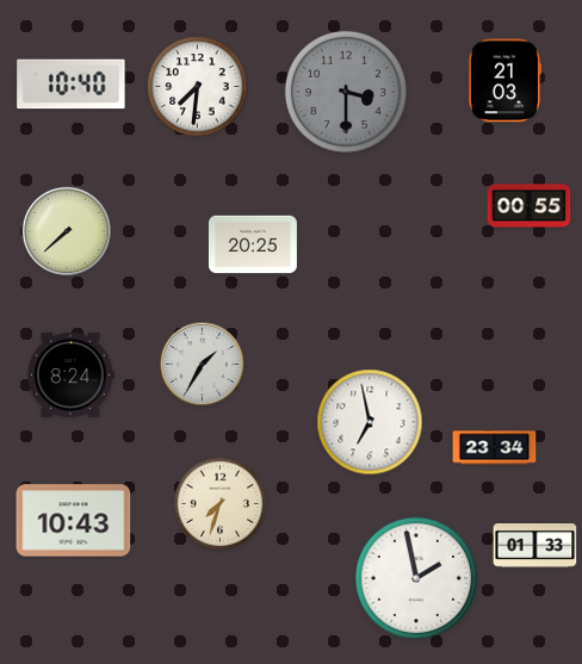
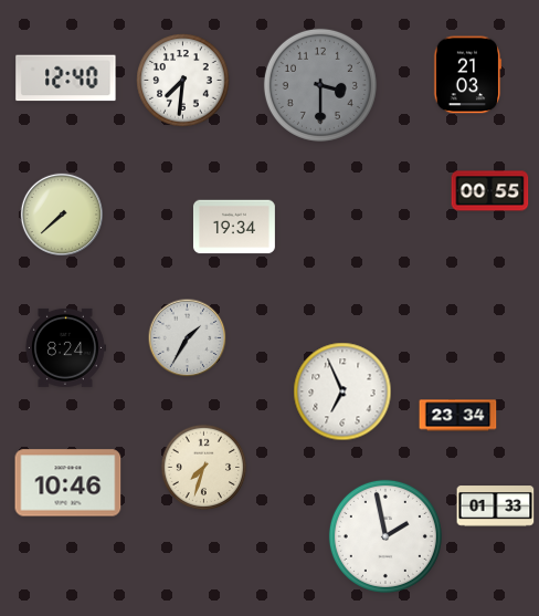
clock at (72, 85): 10:40 -> 12:40
clock at (253, 244): 20:25 -> 19:34
clock at (370, 422): 6:58 -> 6:56
clock at (74, 521): 10:43 -> 10:46
